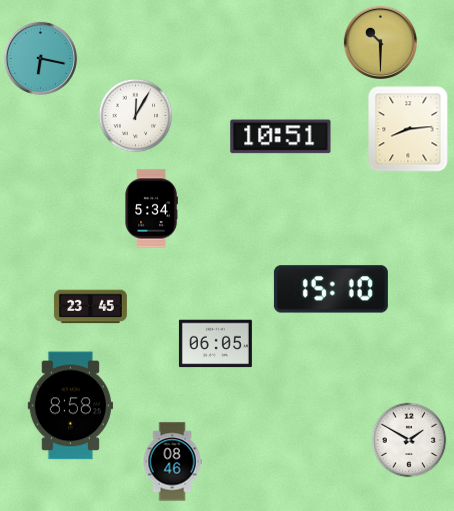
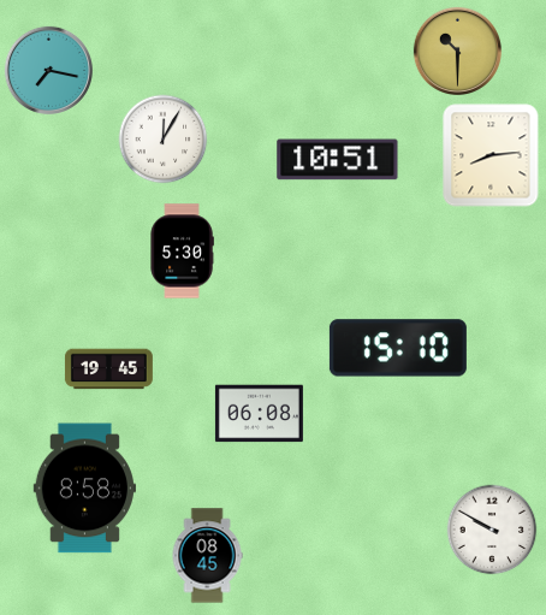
clock at (40, 58): 6:17 -> 7:17
clock at (281, 137) position: (281, 137) -> (338, 160)
clock at (151, 209): 5:34 -> 5:30
clock at (90, 307): 23:45 -> 19:45
clock at (215, 344): 06:05 -> 06:08
clock at (409, 440): 1:50 -> 9:50
clock at (172, 462): 08:46 -> 08:45
